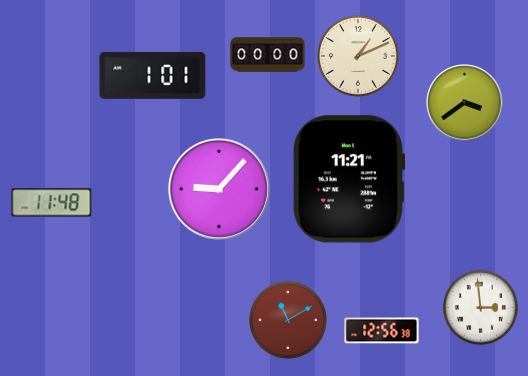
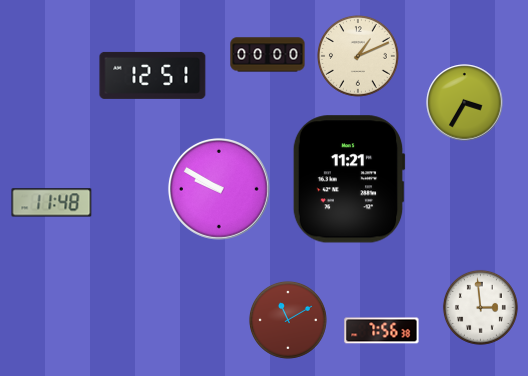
clock at (153, 75): 1:01 -> 12:51
clock at (465, 103): 3:39 -> 3:35
clock at (219, 189): 9:07 -> 9:50
clock at (382, 331): 12:56 -> 7:56
